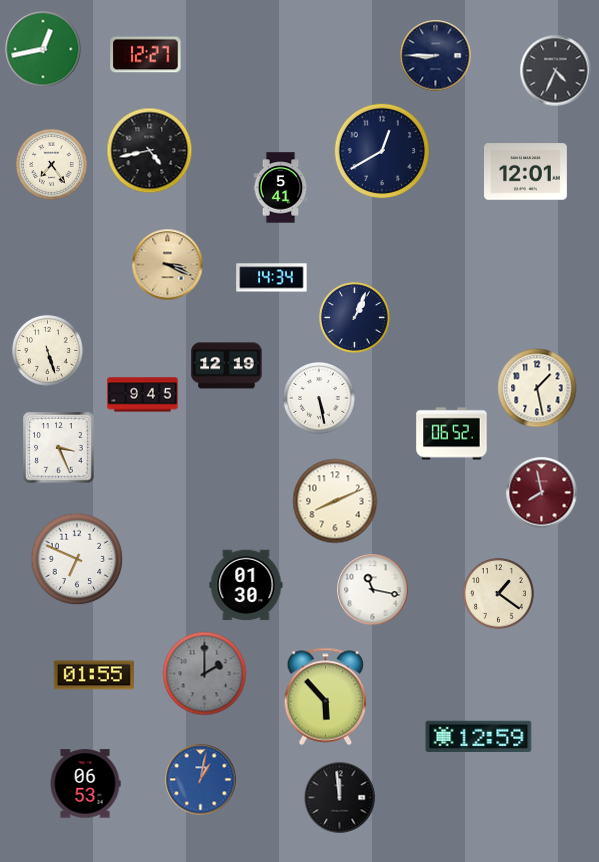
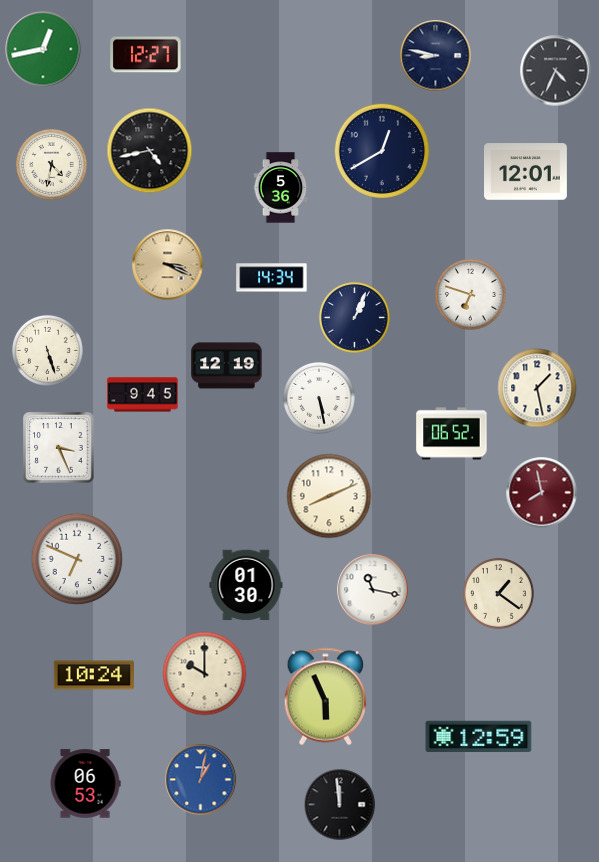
clock at (436, 56): 8:45 -> 8:47
clock at (51, 164): 7:24 -> 4:32
clock at (281, 188): 5:41 -> 5:36
clock at (470, 294): none -> 6:48
clock at (335, 501) position: (335, 501) -> (329, 496)
clock at (205, 674): 2:00 -> 10:00
clock at (205, 674) dial: grey -> cream
clock at (93, 675): 01:55 -> 10:24
clock at (326, 697): 5:53 -> 5:56
clock at (340, 798) position: (340, 798) -> (340, 805)
